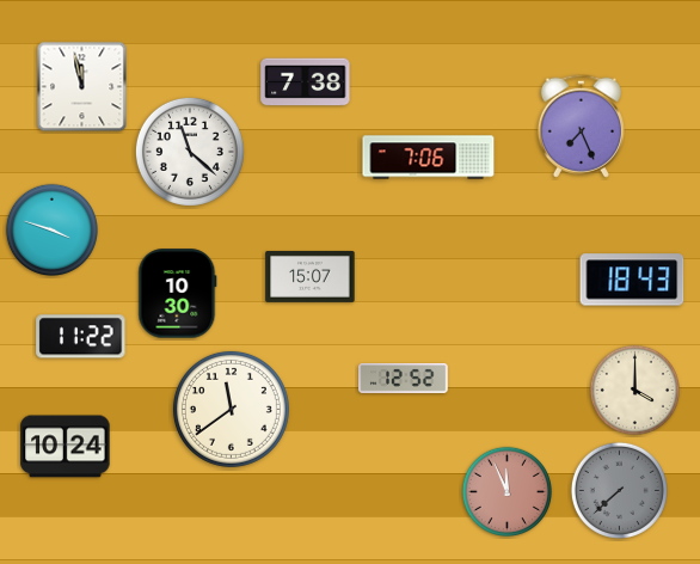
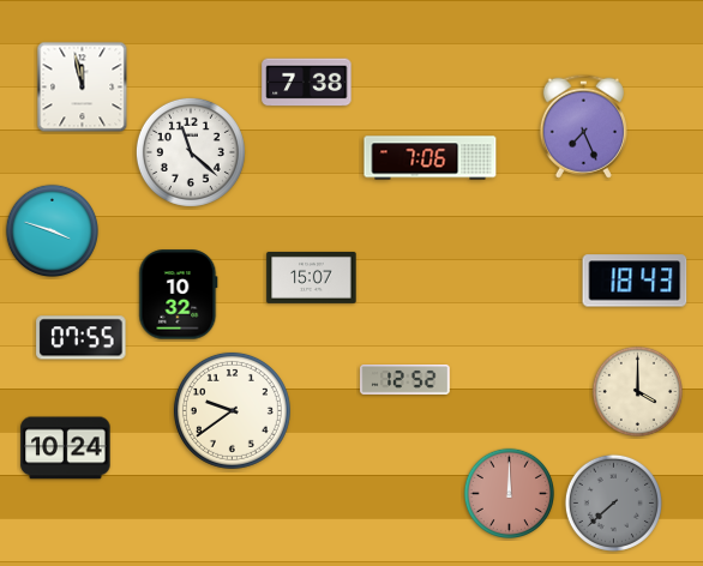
clock at (178, 294): 10:30 -> 10:32
clock at (81, 337): 11:22 -> 07:55
clock at (231, 409): 11:39 -> 9:39
clock at (619, 490) position: (619, 490) -> (613, 502)
clock at (506, 491): 11:56 -> 12:00
